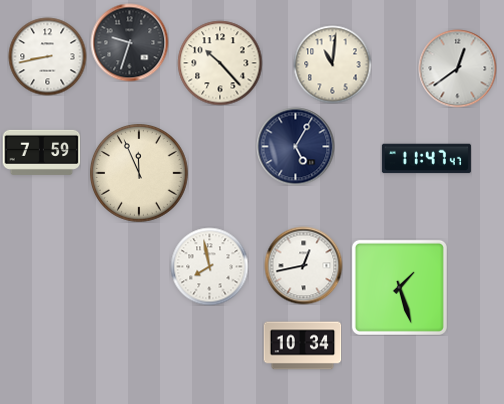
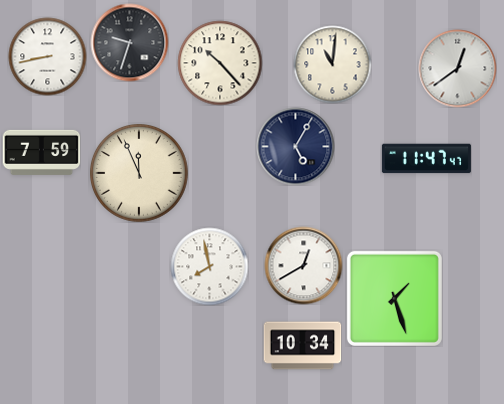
clock at (303, 265): 12:43 -> 12:40
clock at (399, 287) position: (399, 287) -> (394, 298)
